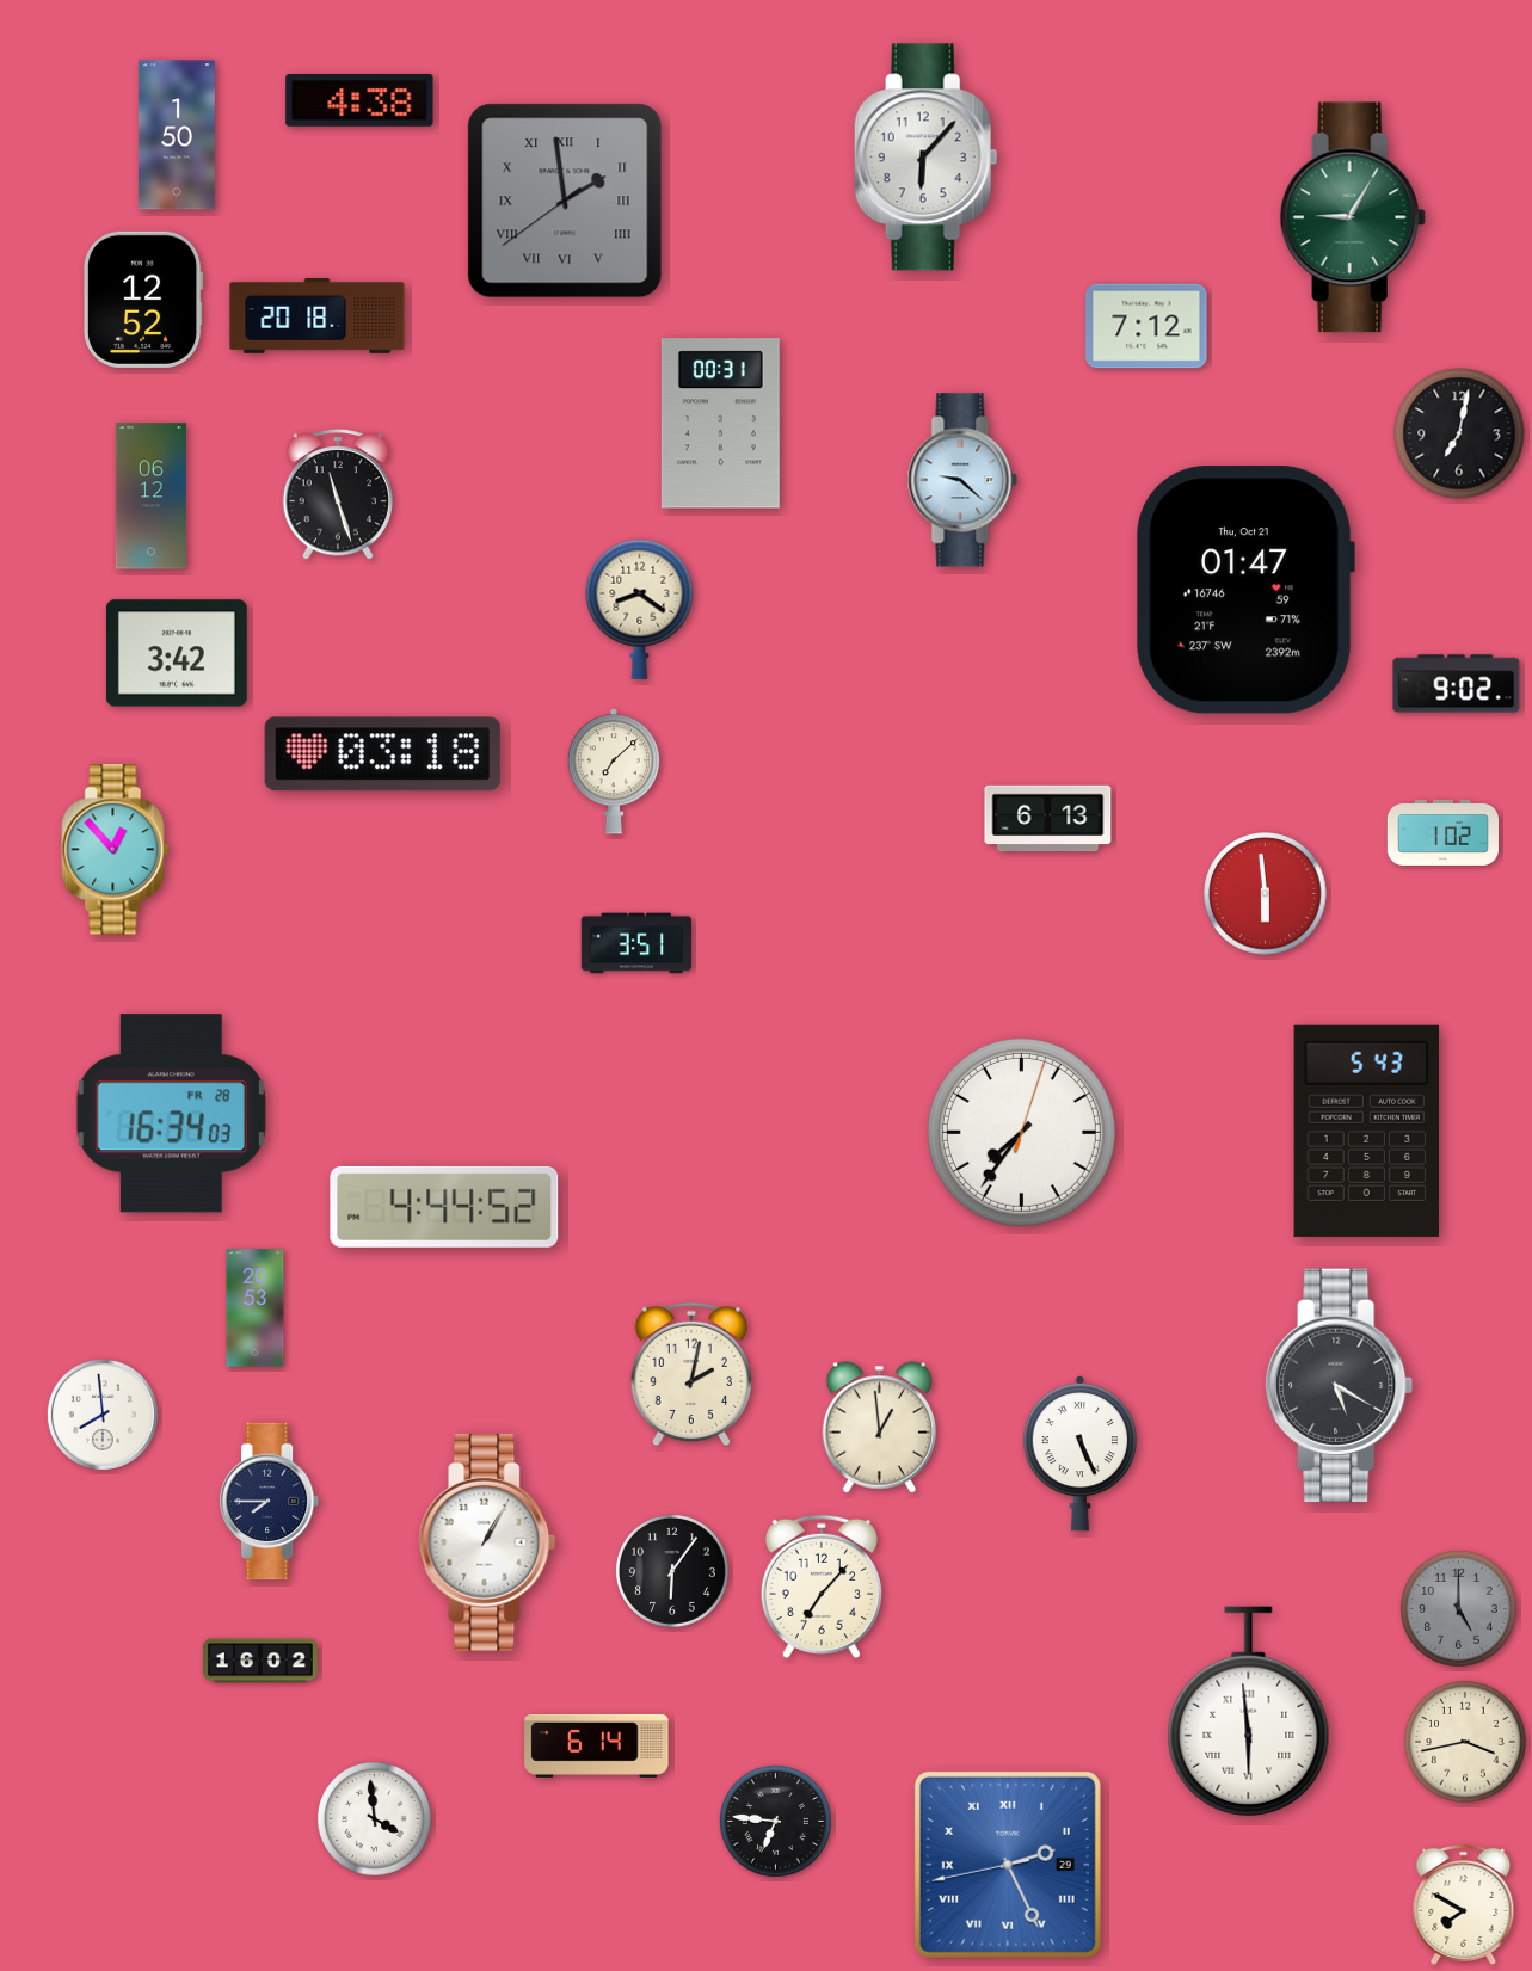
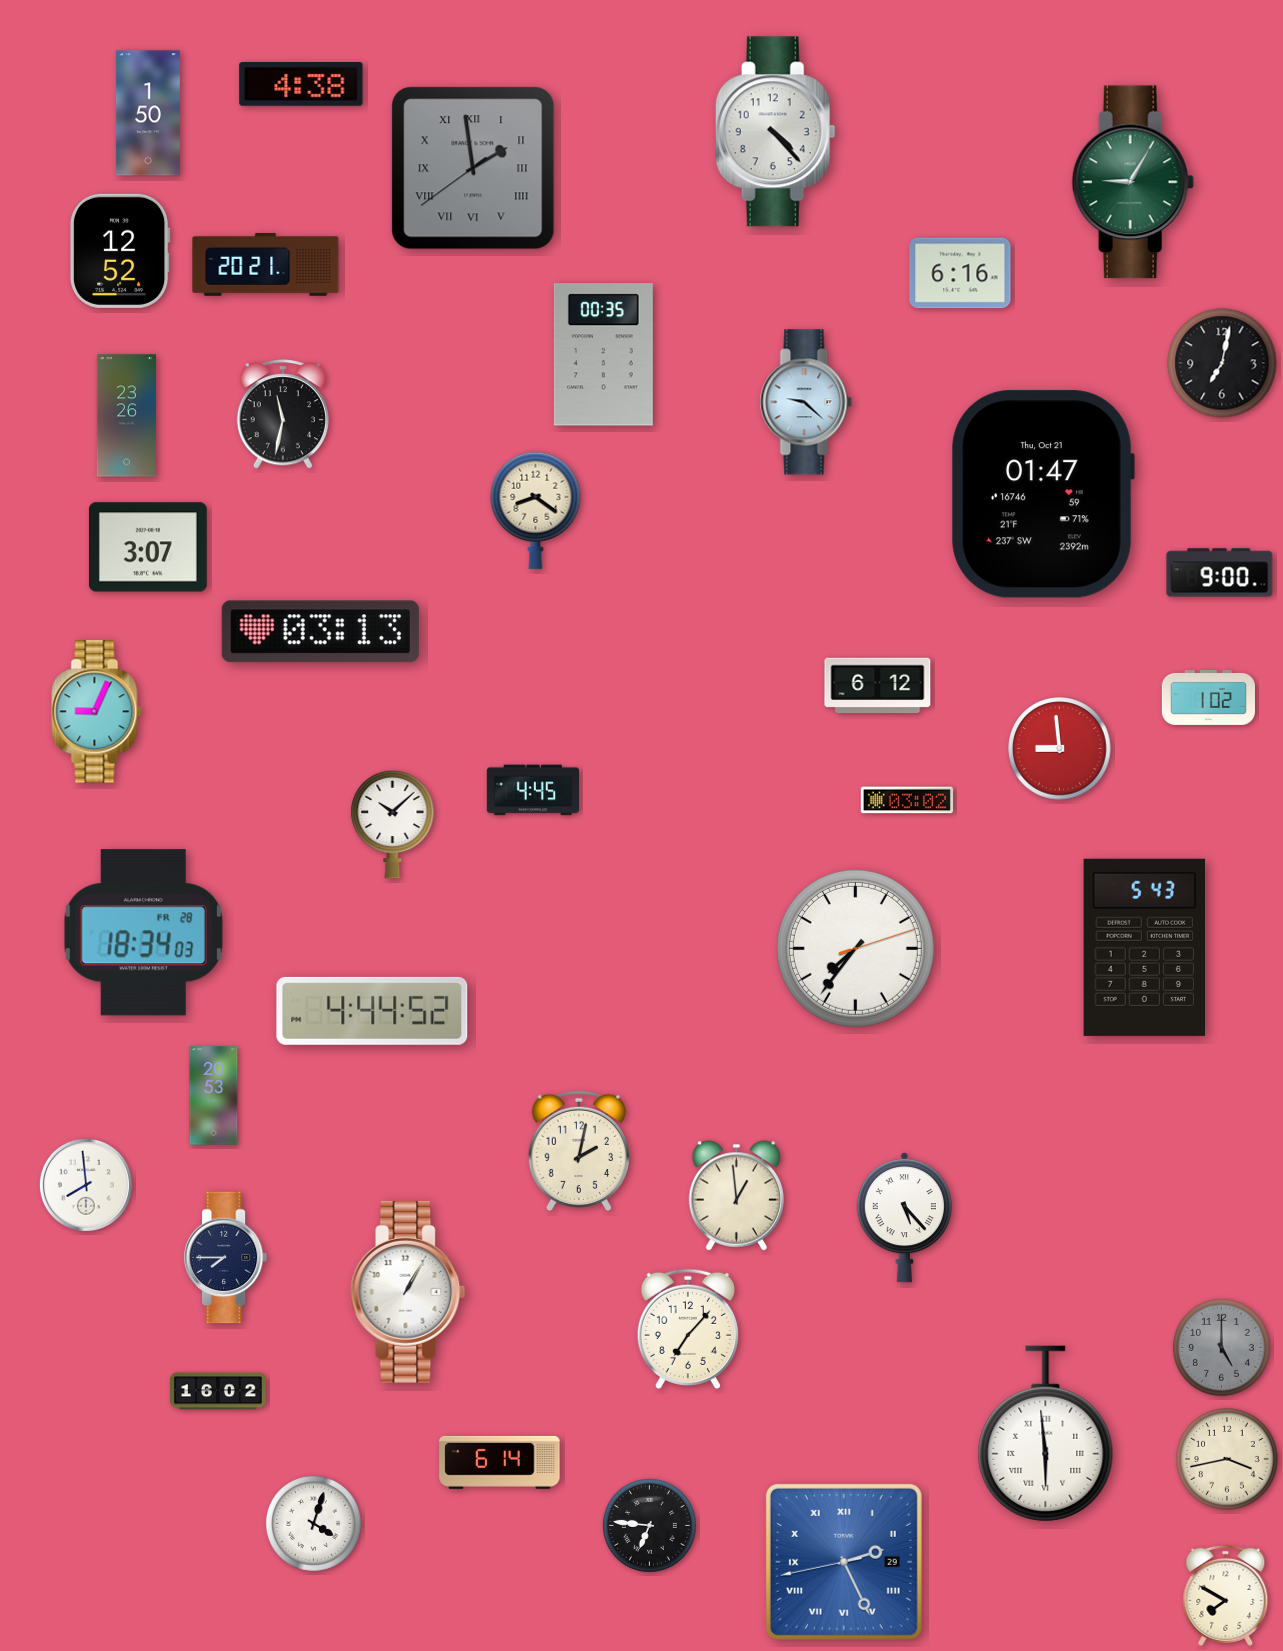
clock at (925, 158): 6:07 -> 4:23
clock at (318, 315): 20:18 -> 20:21
clock at (1146, 326): 7:12 -> 6:16
clock at (720, 424): 00:31 -> 00:35
clock at (337, 495): 11:27 -> 11:32
clock at (150, 497): 06:12 -> 23:26
clock at (177, 653): 3:42 -> 3:07
clock at (1457, 684): 9:02 -> 9:00
clock at (382, 754): 03:18 -> 03:13
clock at (613, 771): 7:08 -> none
clock at (1048, 819): 6:13 -> 6:12
clock at (116, 850): 12:53 -> 9:04
clock at (1266, 894): 5:59 -> 8:59
clock at (636, 943): 3:51 -> 4:45
clock at (907, 800): none -> 03:02
clock at (393, 824): none -> 10:08
clock at (171, 1114): 16:34 -> 18:34
clock at (1021, 1132): 7:36:03 -> 7:36:12
clock at (1340, 1385): 5:20 -> none
clock at (1079, 1454): 5:26 -> 5:23
clock at (672, 1571): 6:06 -> none
clock at (374, 1818): 3:59 -> 4:03
